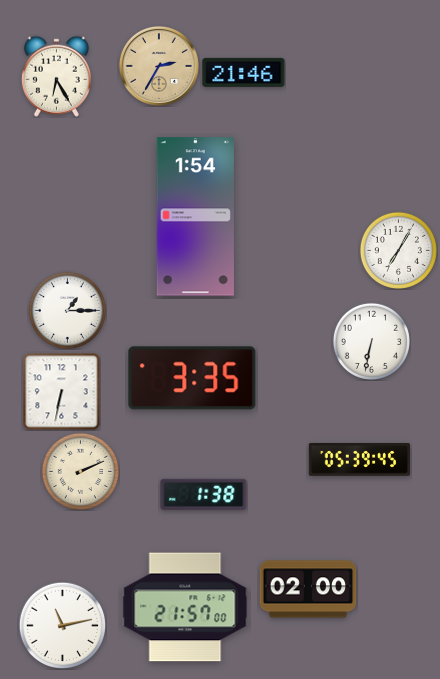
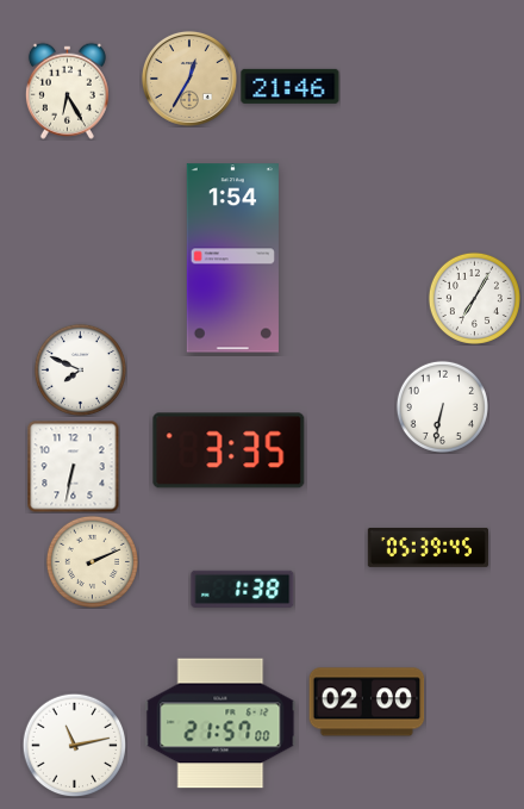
clock at (159, 66): 2:35 -> 12:35
clock at (67, 310): 1:15 -> 7:49
clock at (80, 471) position: (80, 471) -> (92, 561)
